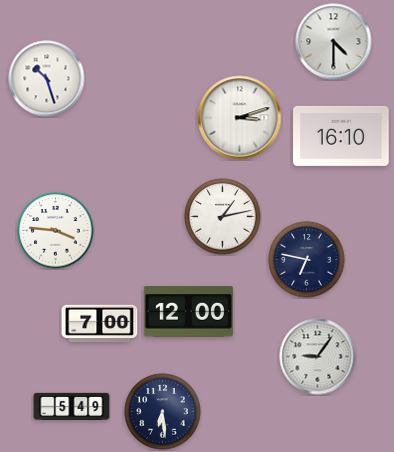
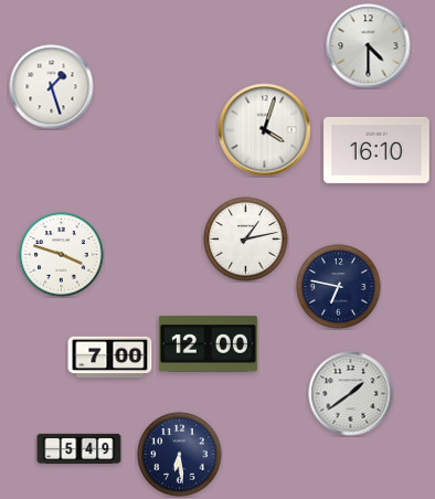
clock at (47, 79): 10:27 -> 1:27
clock at (240, 118): 3:12 -> 4:03
clock at (56, 231): 3:46 -> 3:48
clock at (318, 357): 9:06 -> 1:39
